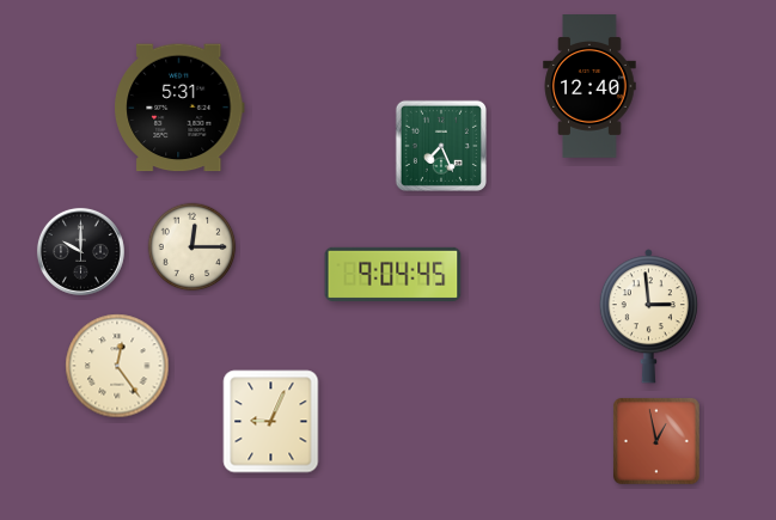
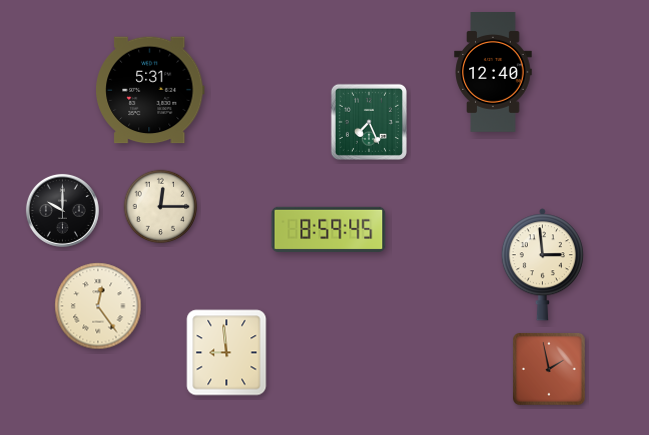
clock at (80, 251) position: (80, 251) -> (62, 210)
clock at (393, 274): 9:04 -> 8:59
clock at (271, 422): 9:04 -> 8:59
clock at (656, 441): 12:58 -> 1:58
